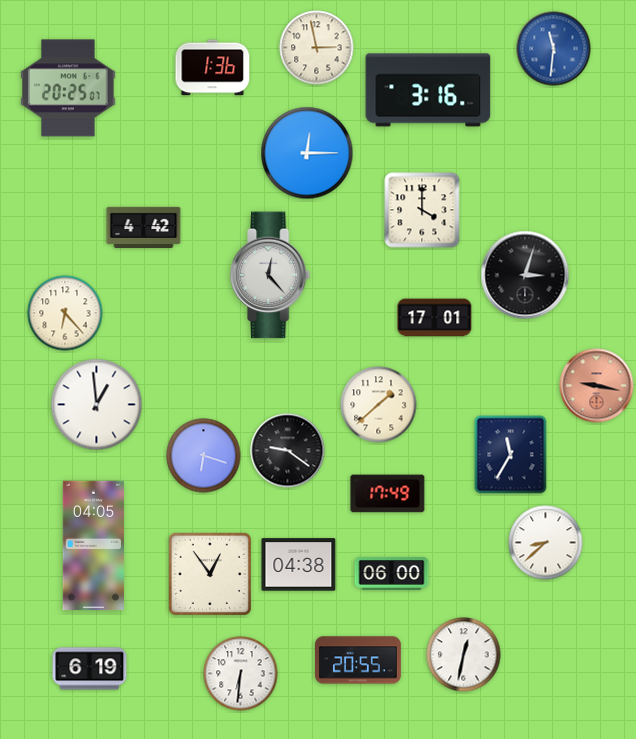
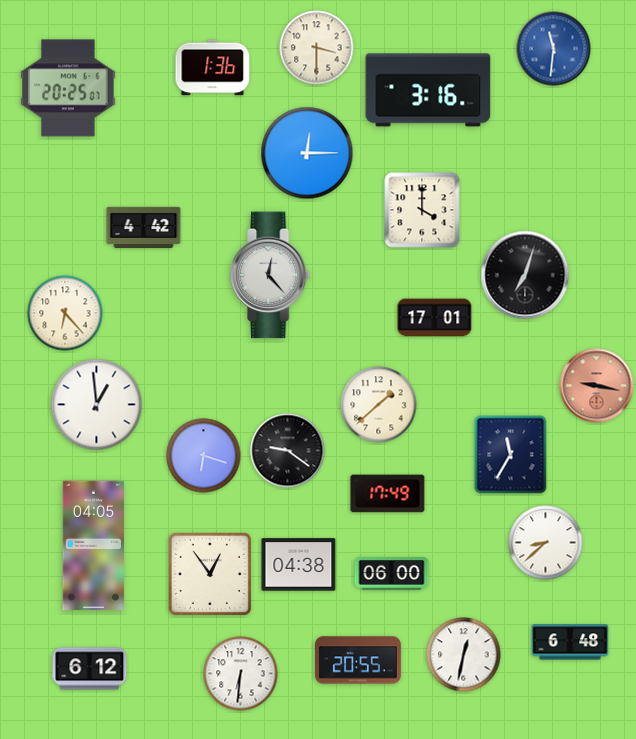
clock at (317, 48): 2:58 -> 3:30
clock at (525, 275): 3:03 -> 7:03
clock at (570, 642): none -> 6:48
clock at (90, 669): 6:19 -> 6:12
